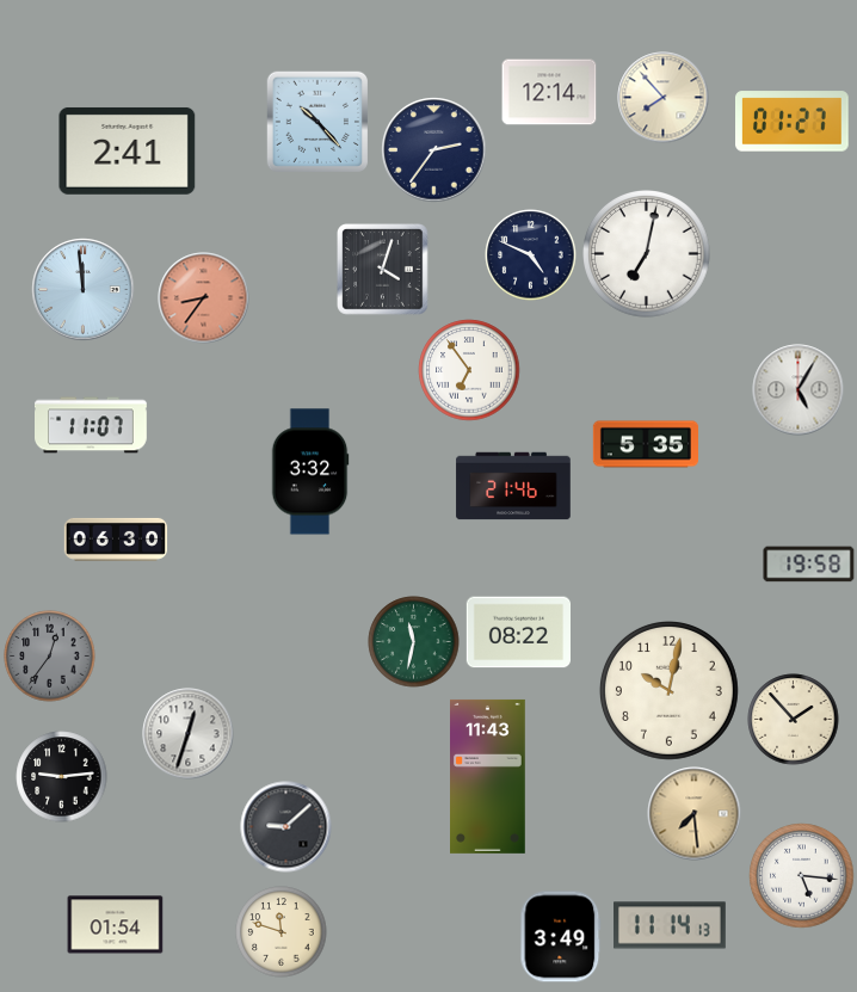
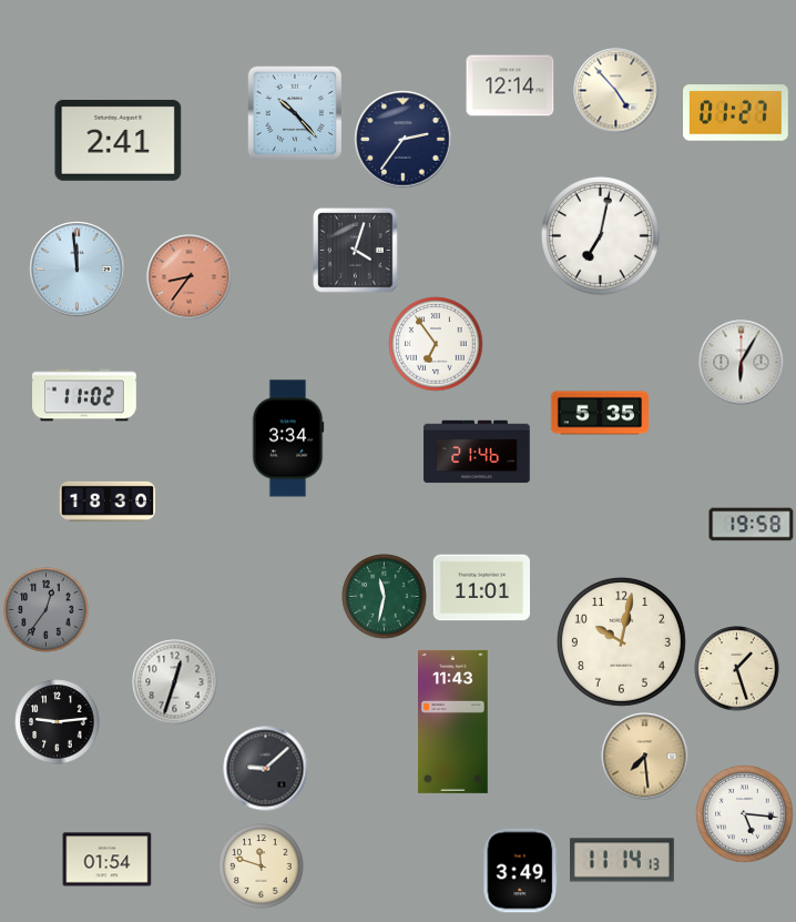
clock at (664, 98): 7:53 -> 4:53
clock at (531, 255): 4:49 -> none
clock at (799, 390): 5:05 -> 6:05
clock at (92, 425): 11:07 -> 11:02
clock at (310, 472): 3:32 -> 3:34
clock at (116, 540): 06:30 -> 18:30
clock at (518, 633): 08:22 -> 11:01
clock at (794, 720): 1:53 -> 1:27
